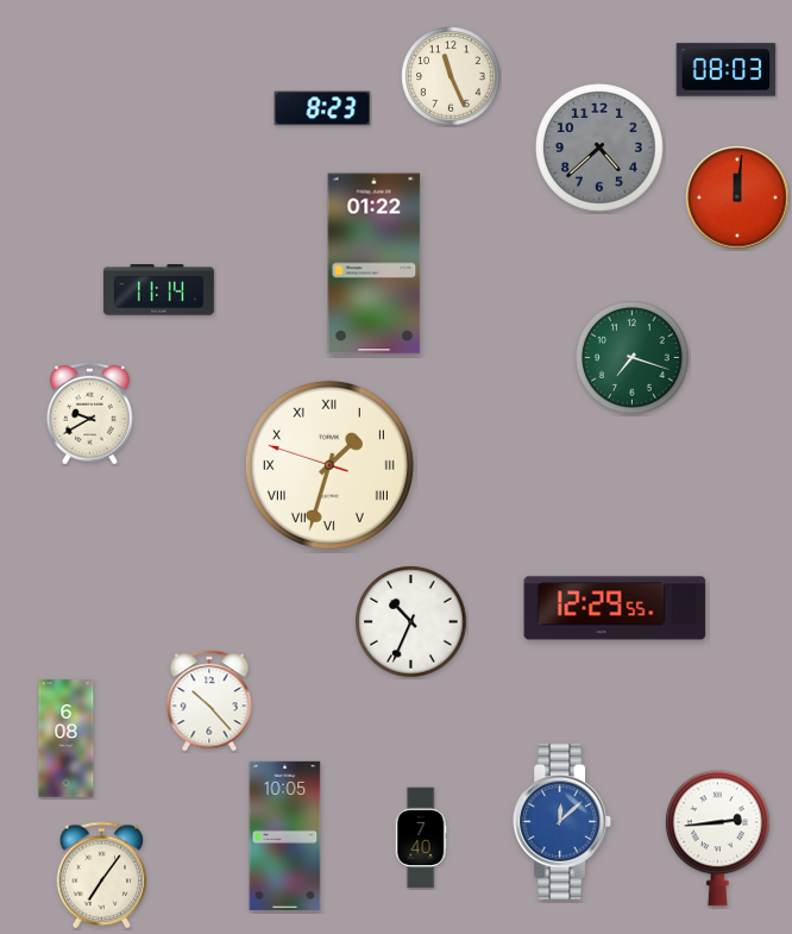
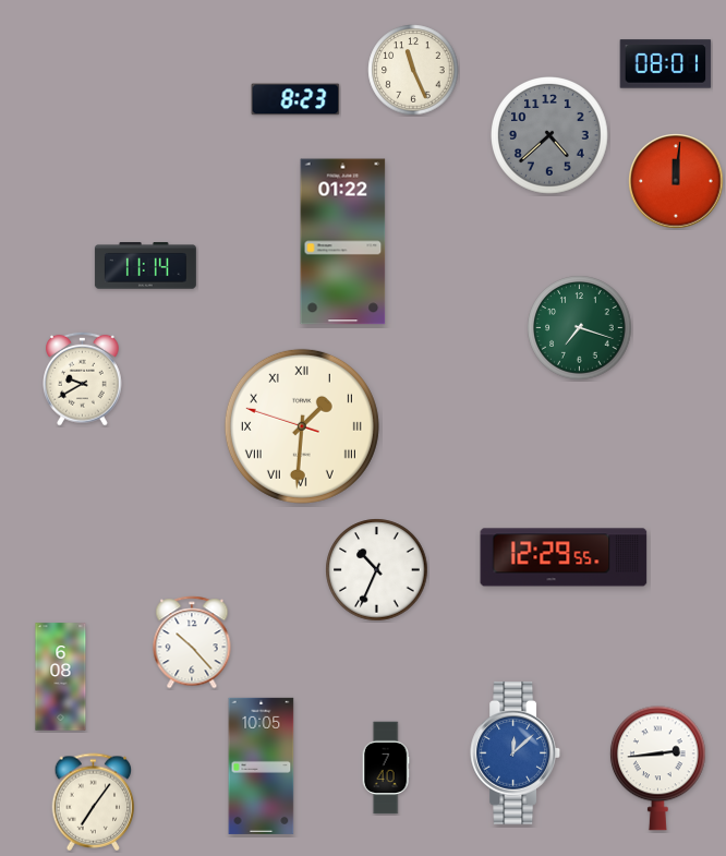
clock at (727, 70): 08:03 -> 08:01
clock at (329, 465): 1:32 -> 1:30
